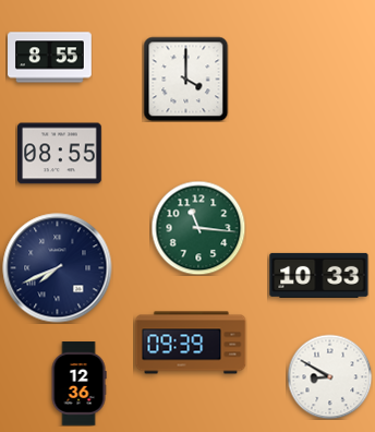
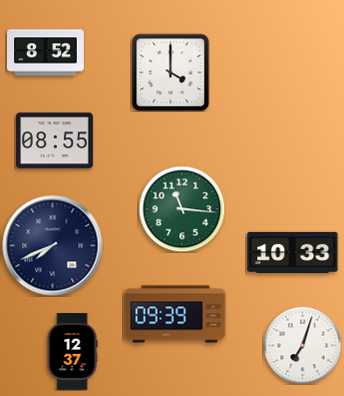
clock at (50, 58): 8:55 -> 8:52
clock at (329, 376): 8:50 -> 7:03
clock at (78, 384): 12:36 -> 12:37
